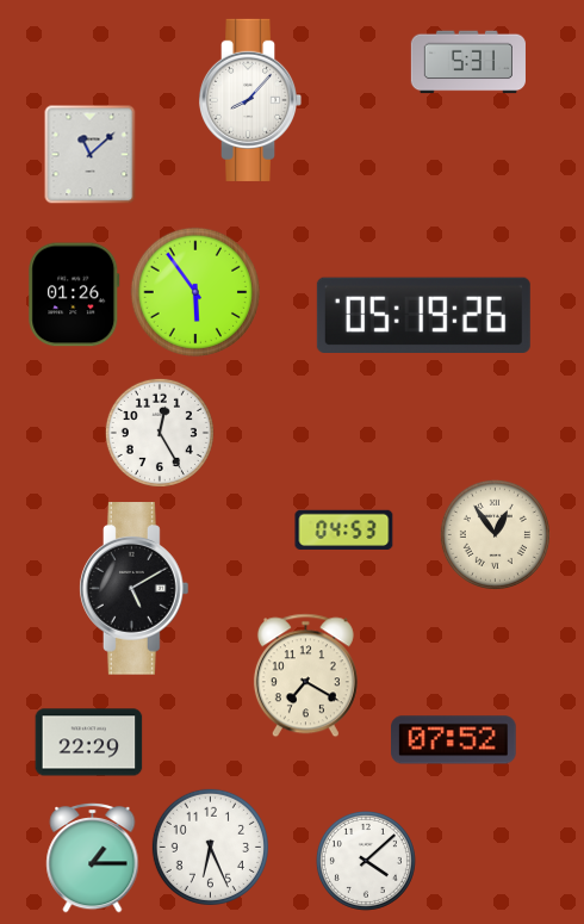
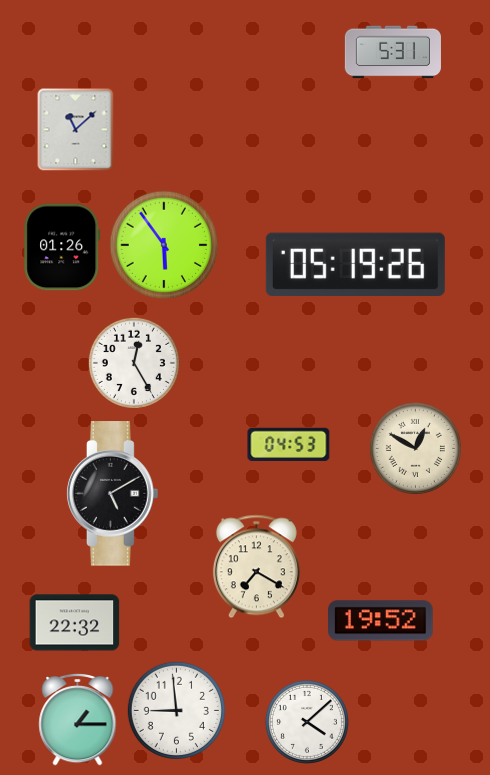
clock at (250, 100): 8:07 -> none
clock at (495, 534): 12:54 -> 12:50
clock at (454, 740): 07:52 -> 19:52
clock at (89, 743): 22:29 -> 22:32
clock at (210, 847): 6:26 -> 8:59
